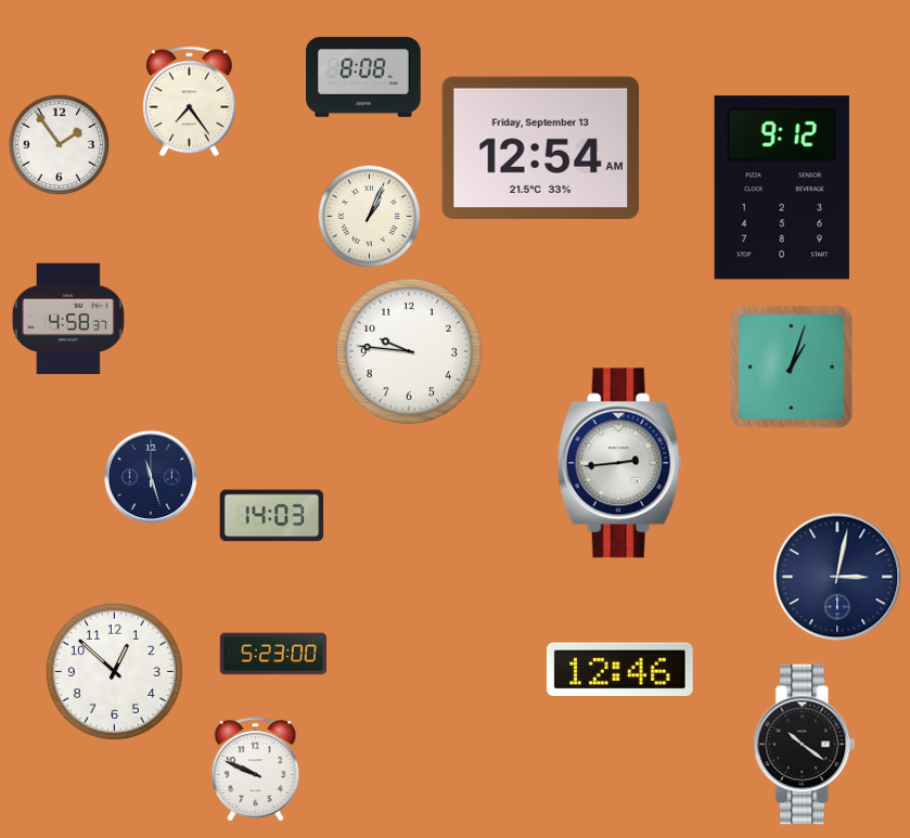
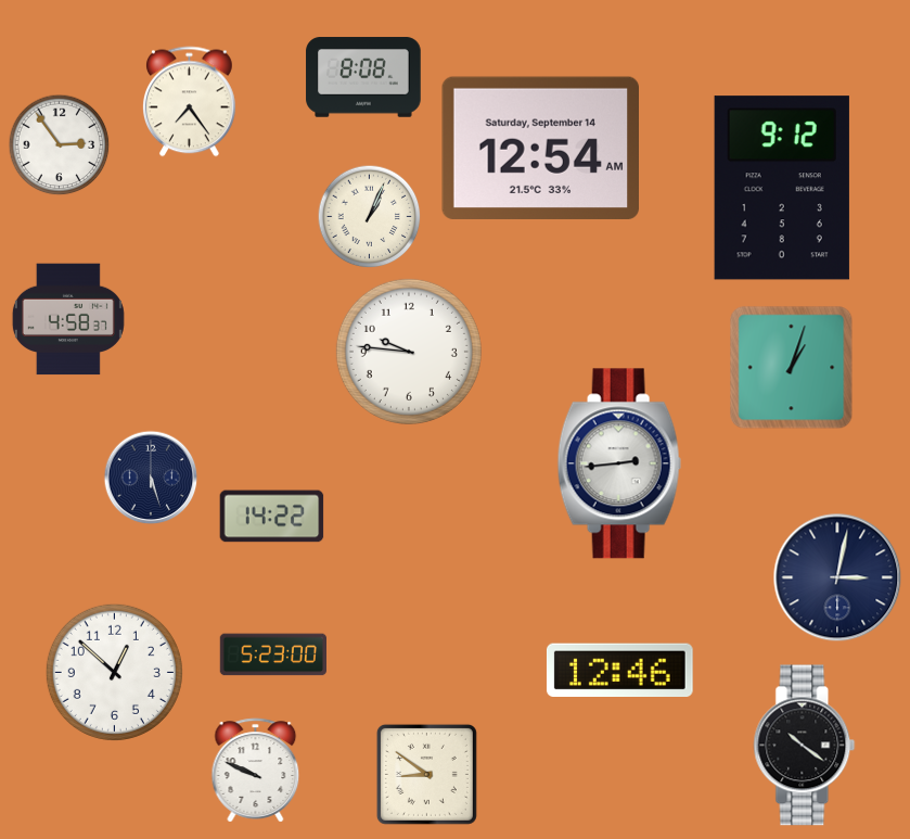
clock at (60, 145): 1:54 -> 2:54
clock at (540, 147) date: Friday, September 13 -> Saturday, September 14
clock at (151, 477): 11:27 -> 5:27
clock at (272, 516): 14:03 -> 14:22
clock at (426, 774): none -> 8:51
